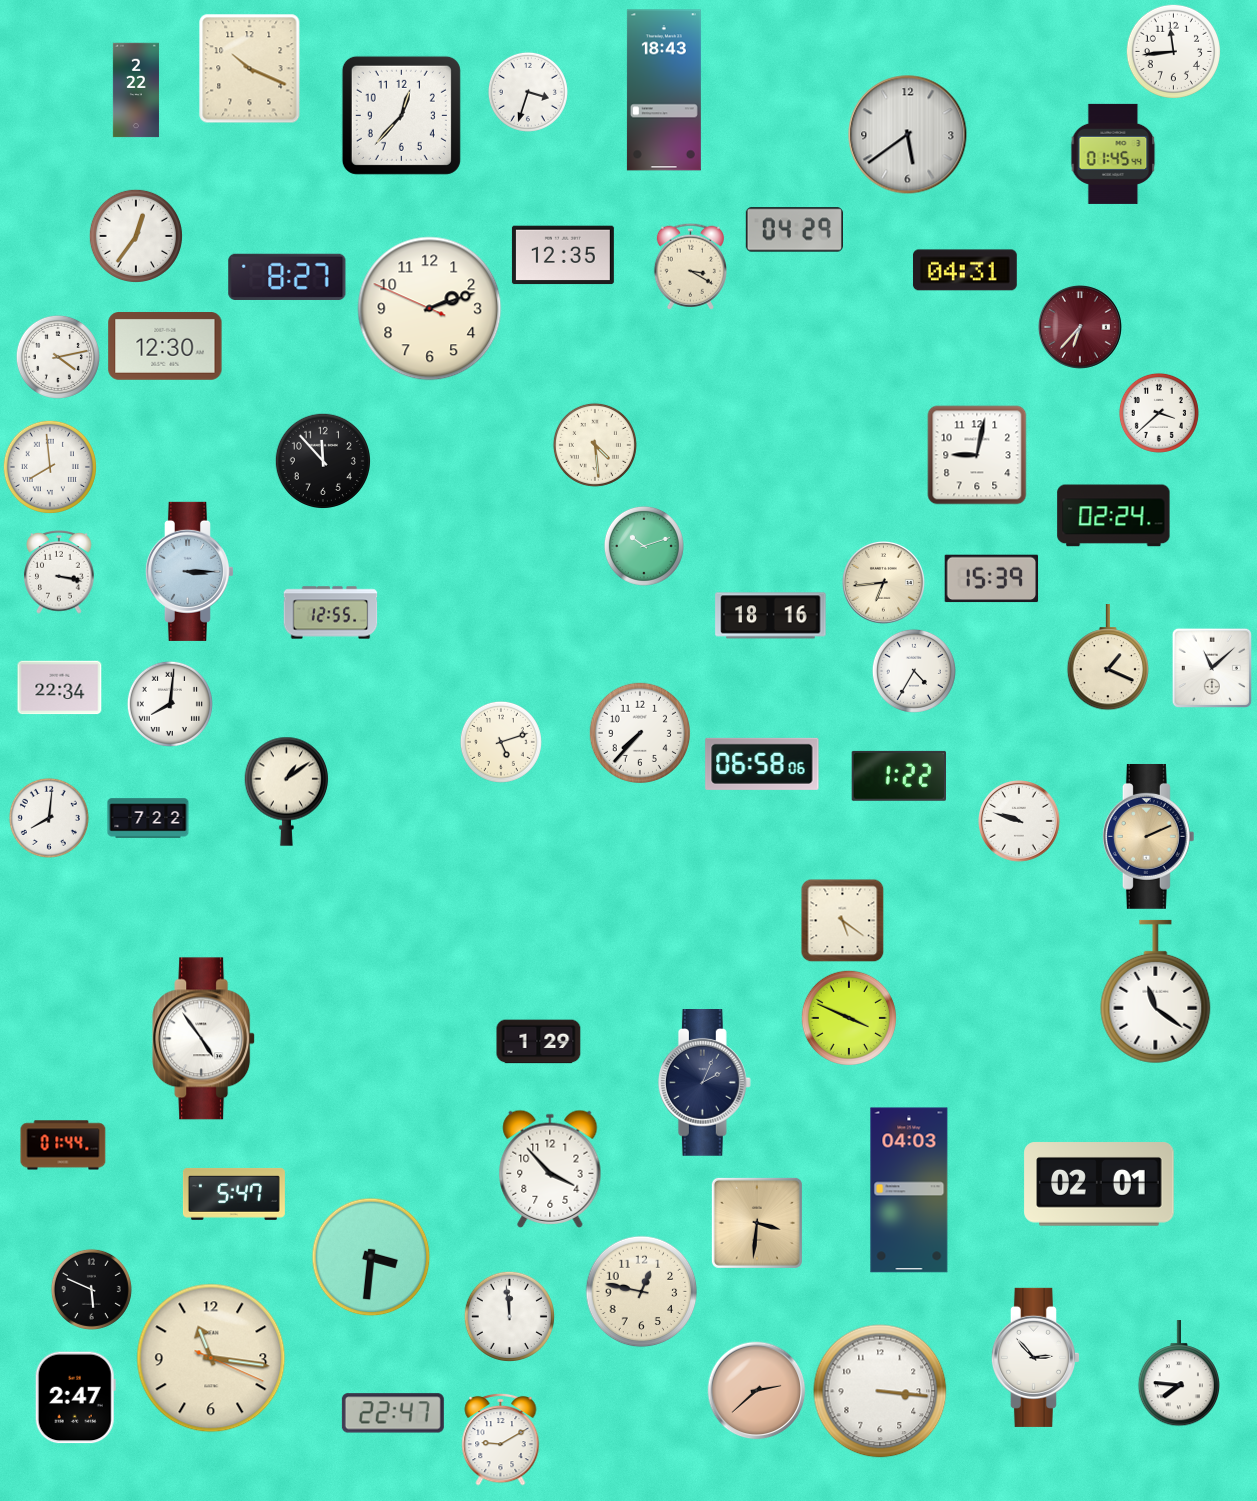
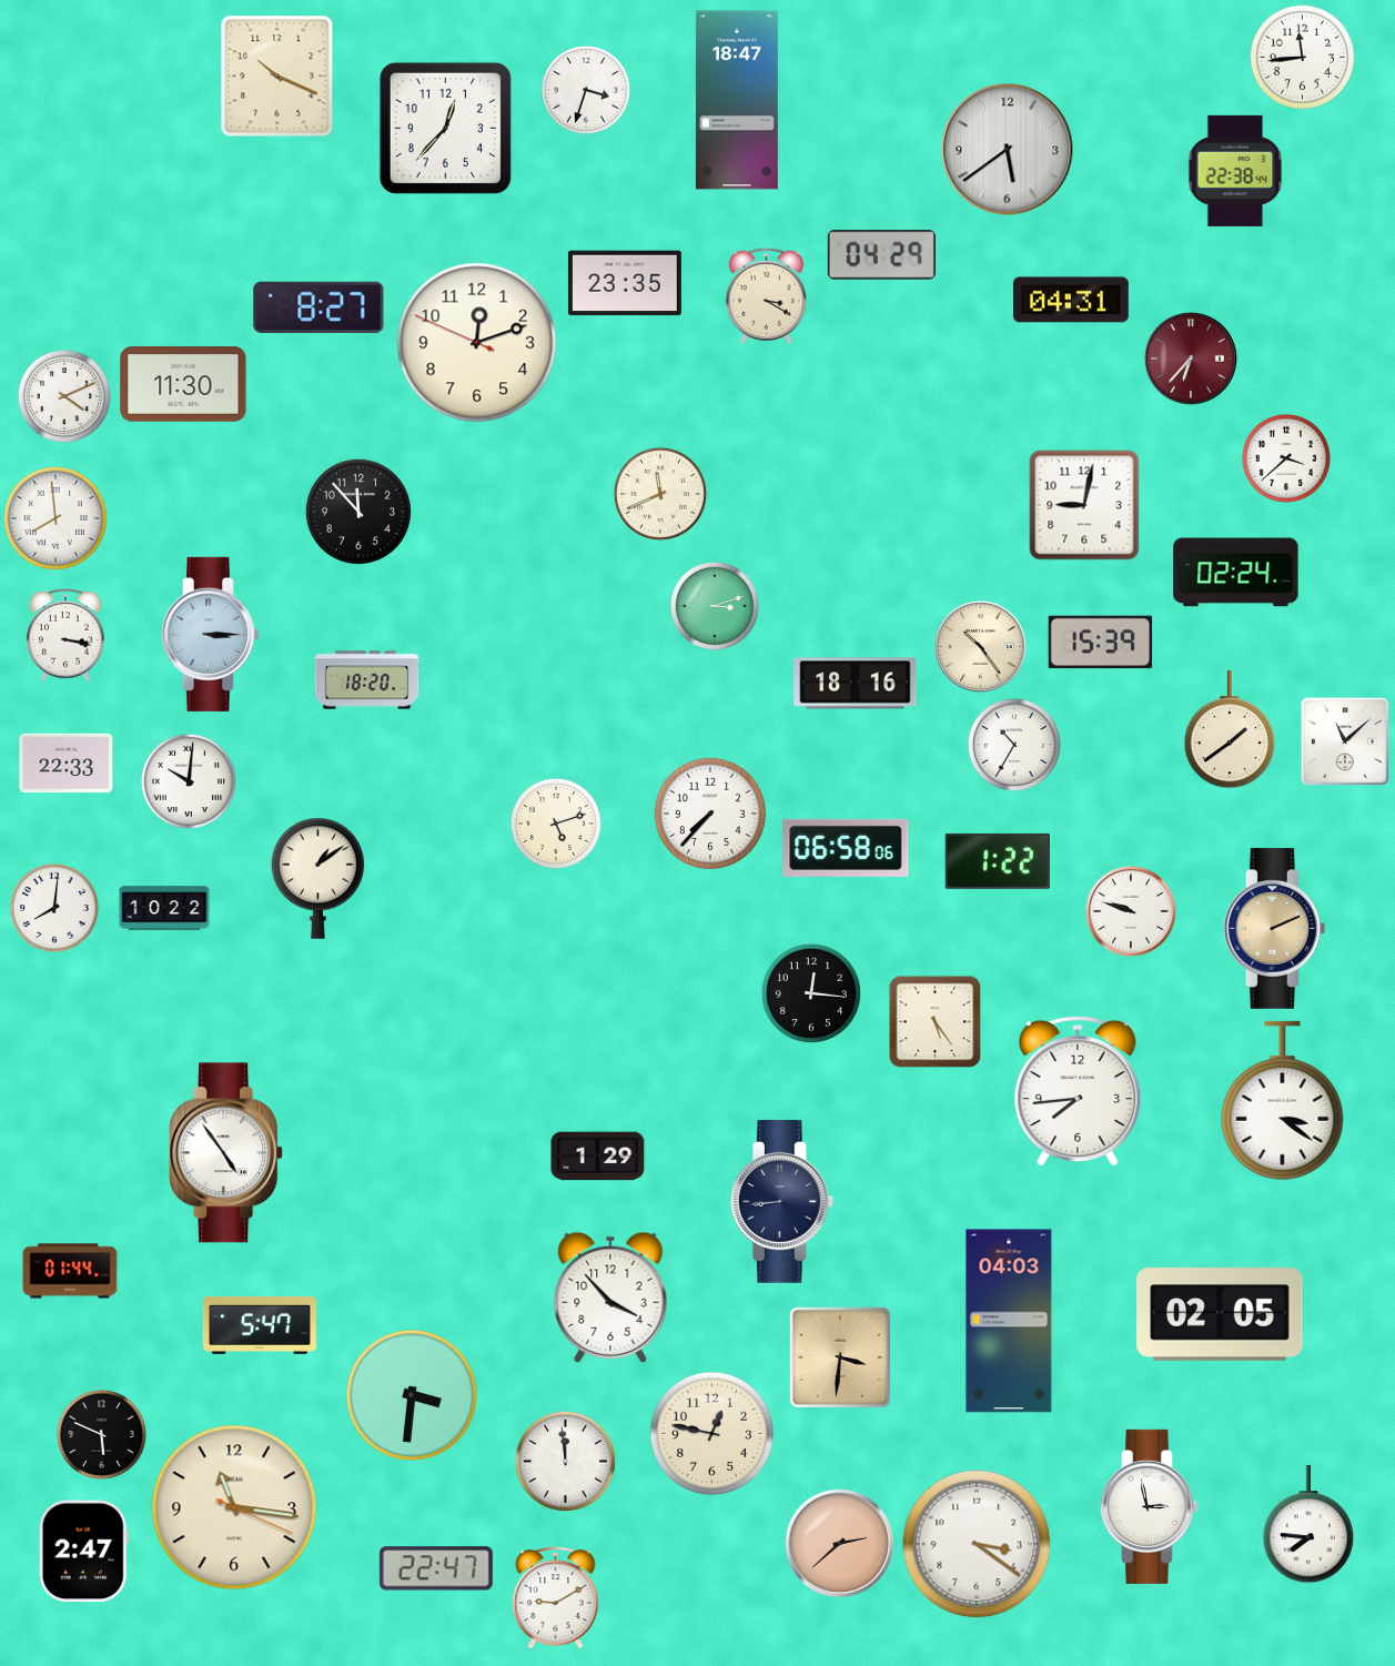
clock at (136, 90): 2:22 -> none
clock at (664, 90): 18:43 -> 18:47
clock at (528, 92) position: (528, 92) -> (586, 90)
clock at (1113, 154): 01:45 -> 22:38
clock at (136, 236): 12:36 -> none
clock at (563, 255): 12:35 -> 23:35
clock at (430, 309): 2:11 -> 12:11
clock at (1080, 327) position: (1080, 327) -> (1191, 359)
clock at (165, 346): 12:30 -> 11:30
clock at (58, 357): 4:13 -> 4:11
clock at (595, 445): 4:29 -> 11:41
clock at (644, 546): 10:12 -> 3:12
clock at (883, 582): 6:44 -> 10:24
clock at (331, 613): 12:55 -> 18:20
clock at (1107, 658): 1:19 -> 1:39
clock at (914, 671): 4:35 -> 10:35
clock at (60, 688): 22:34 -> 22:33
clock at (170, 704): 8:01 -> 10:01
clock at (148, 818): 7:22 -> 10:22
clock at (811, 993): none -> 12:16
clock at (842, 920): 5:21 -> 5:24
clock at (1078, 1091): none -> 7:44
clock at (1156, 992): 11:21 -> 3:21
clock at (848, 1017): 3:49 -> none
clock at (704, 1083): 2:04 -> 8:44
clock at (1099, 1184): 02:01 -> 02:05
clock at (91, 1289) position: (91, 1289) -> (101, 1434)
clock at (1035, 1357): 2:53 -> 2:58
clock at (880, 1391): 3:16 -> 3:21
